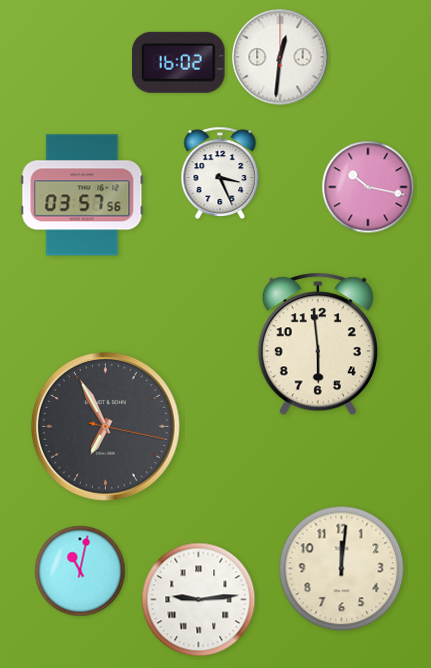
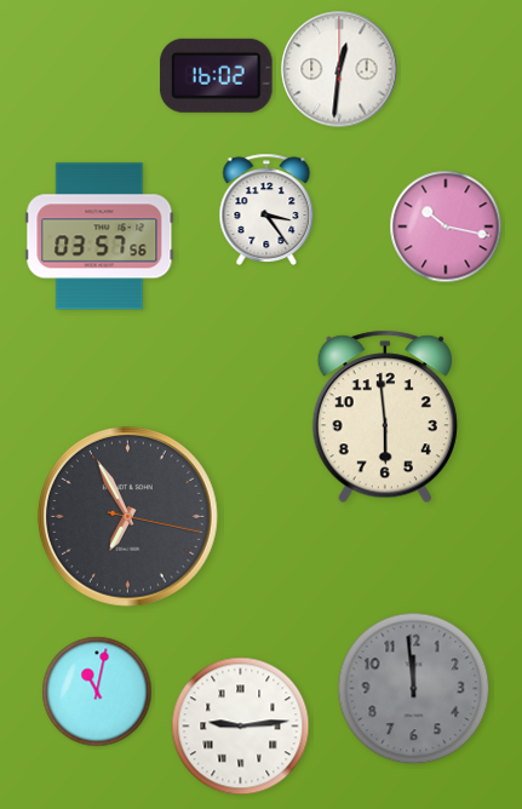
clock at (220, 172): 3:26 -> 3:24
clock at (342, 569): 12:01 -> 11:59
clock at (342, 569) dial: cream -> grey
